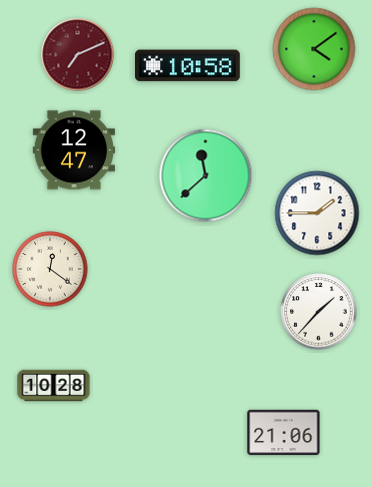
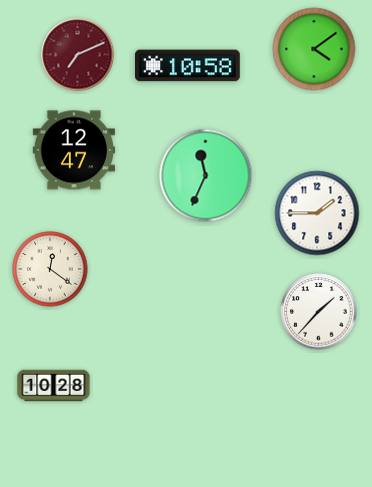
clock at (206, 176): 11:38 -> 11:34
clock at (284, 433): 21:06 -> none
